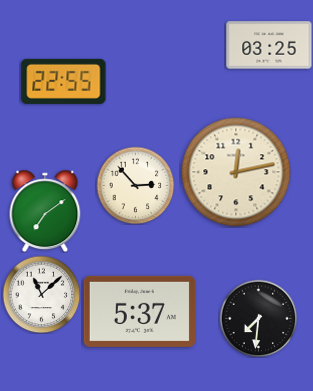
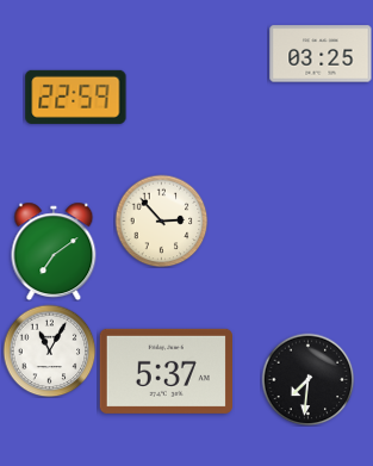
clock at (64, 81): 22:55 -> 22:59
clock at (236, 172): 12:13 -> none
clock at (41, 294): 11:08 -> 11:05
